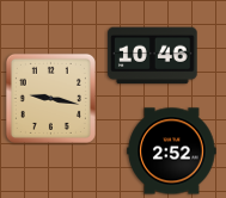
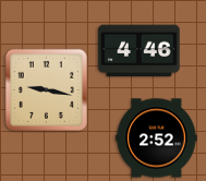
clock at (153, 56): 10:46 -> 4:46
